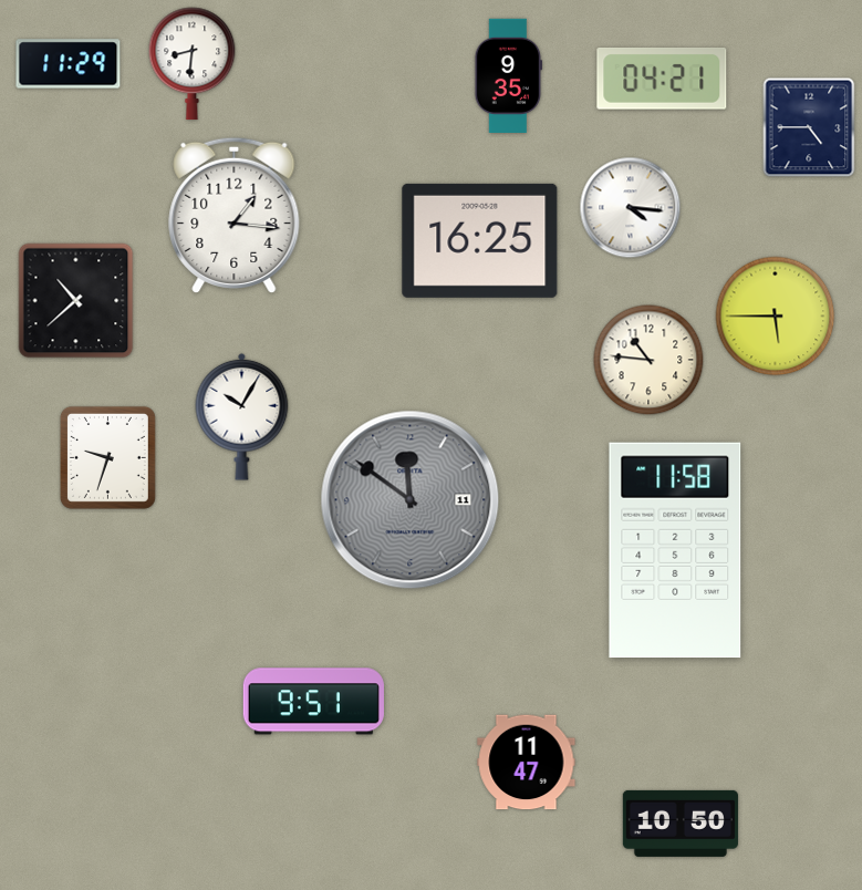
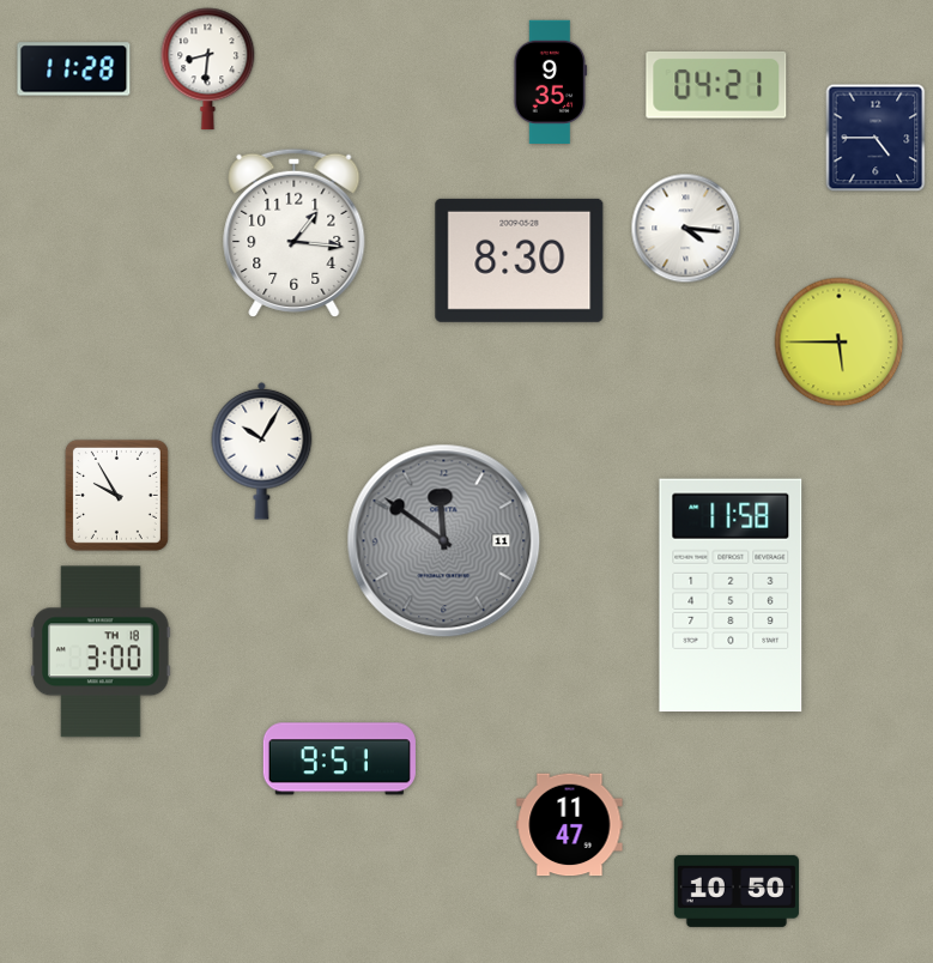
clock at (69, 64): 11:29 -> 11:28
clock at (631, 208) position: (631, 208) -> (686, 229)
clock at (235, 215) position: (235, 215) -> (295, 232)
clock at (480, 240): 16:25 -> 8:30
clock at (76, 301): 10:38 -> none
clock at (648, 360): 10:46 -> none
clock at (107, 457): 9:33 -> 9:55
clock at (101, 652): none -> 3:00
